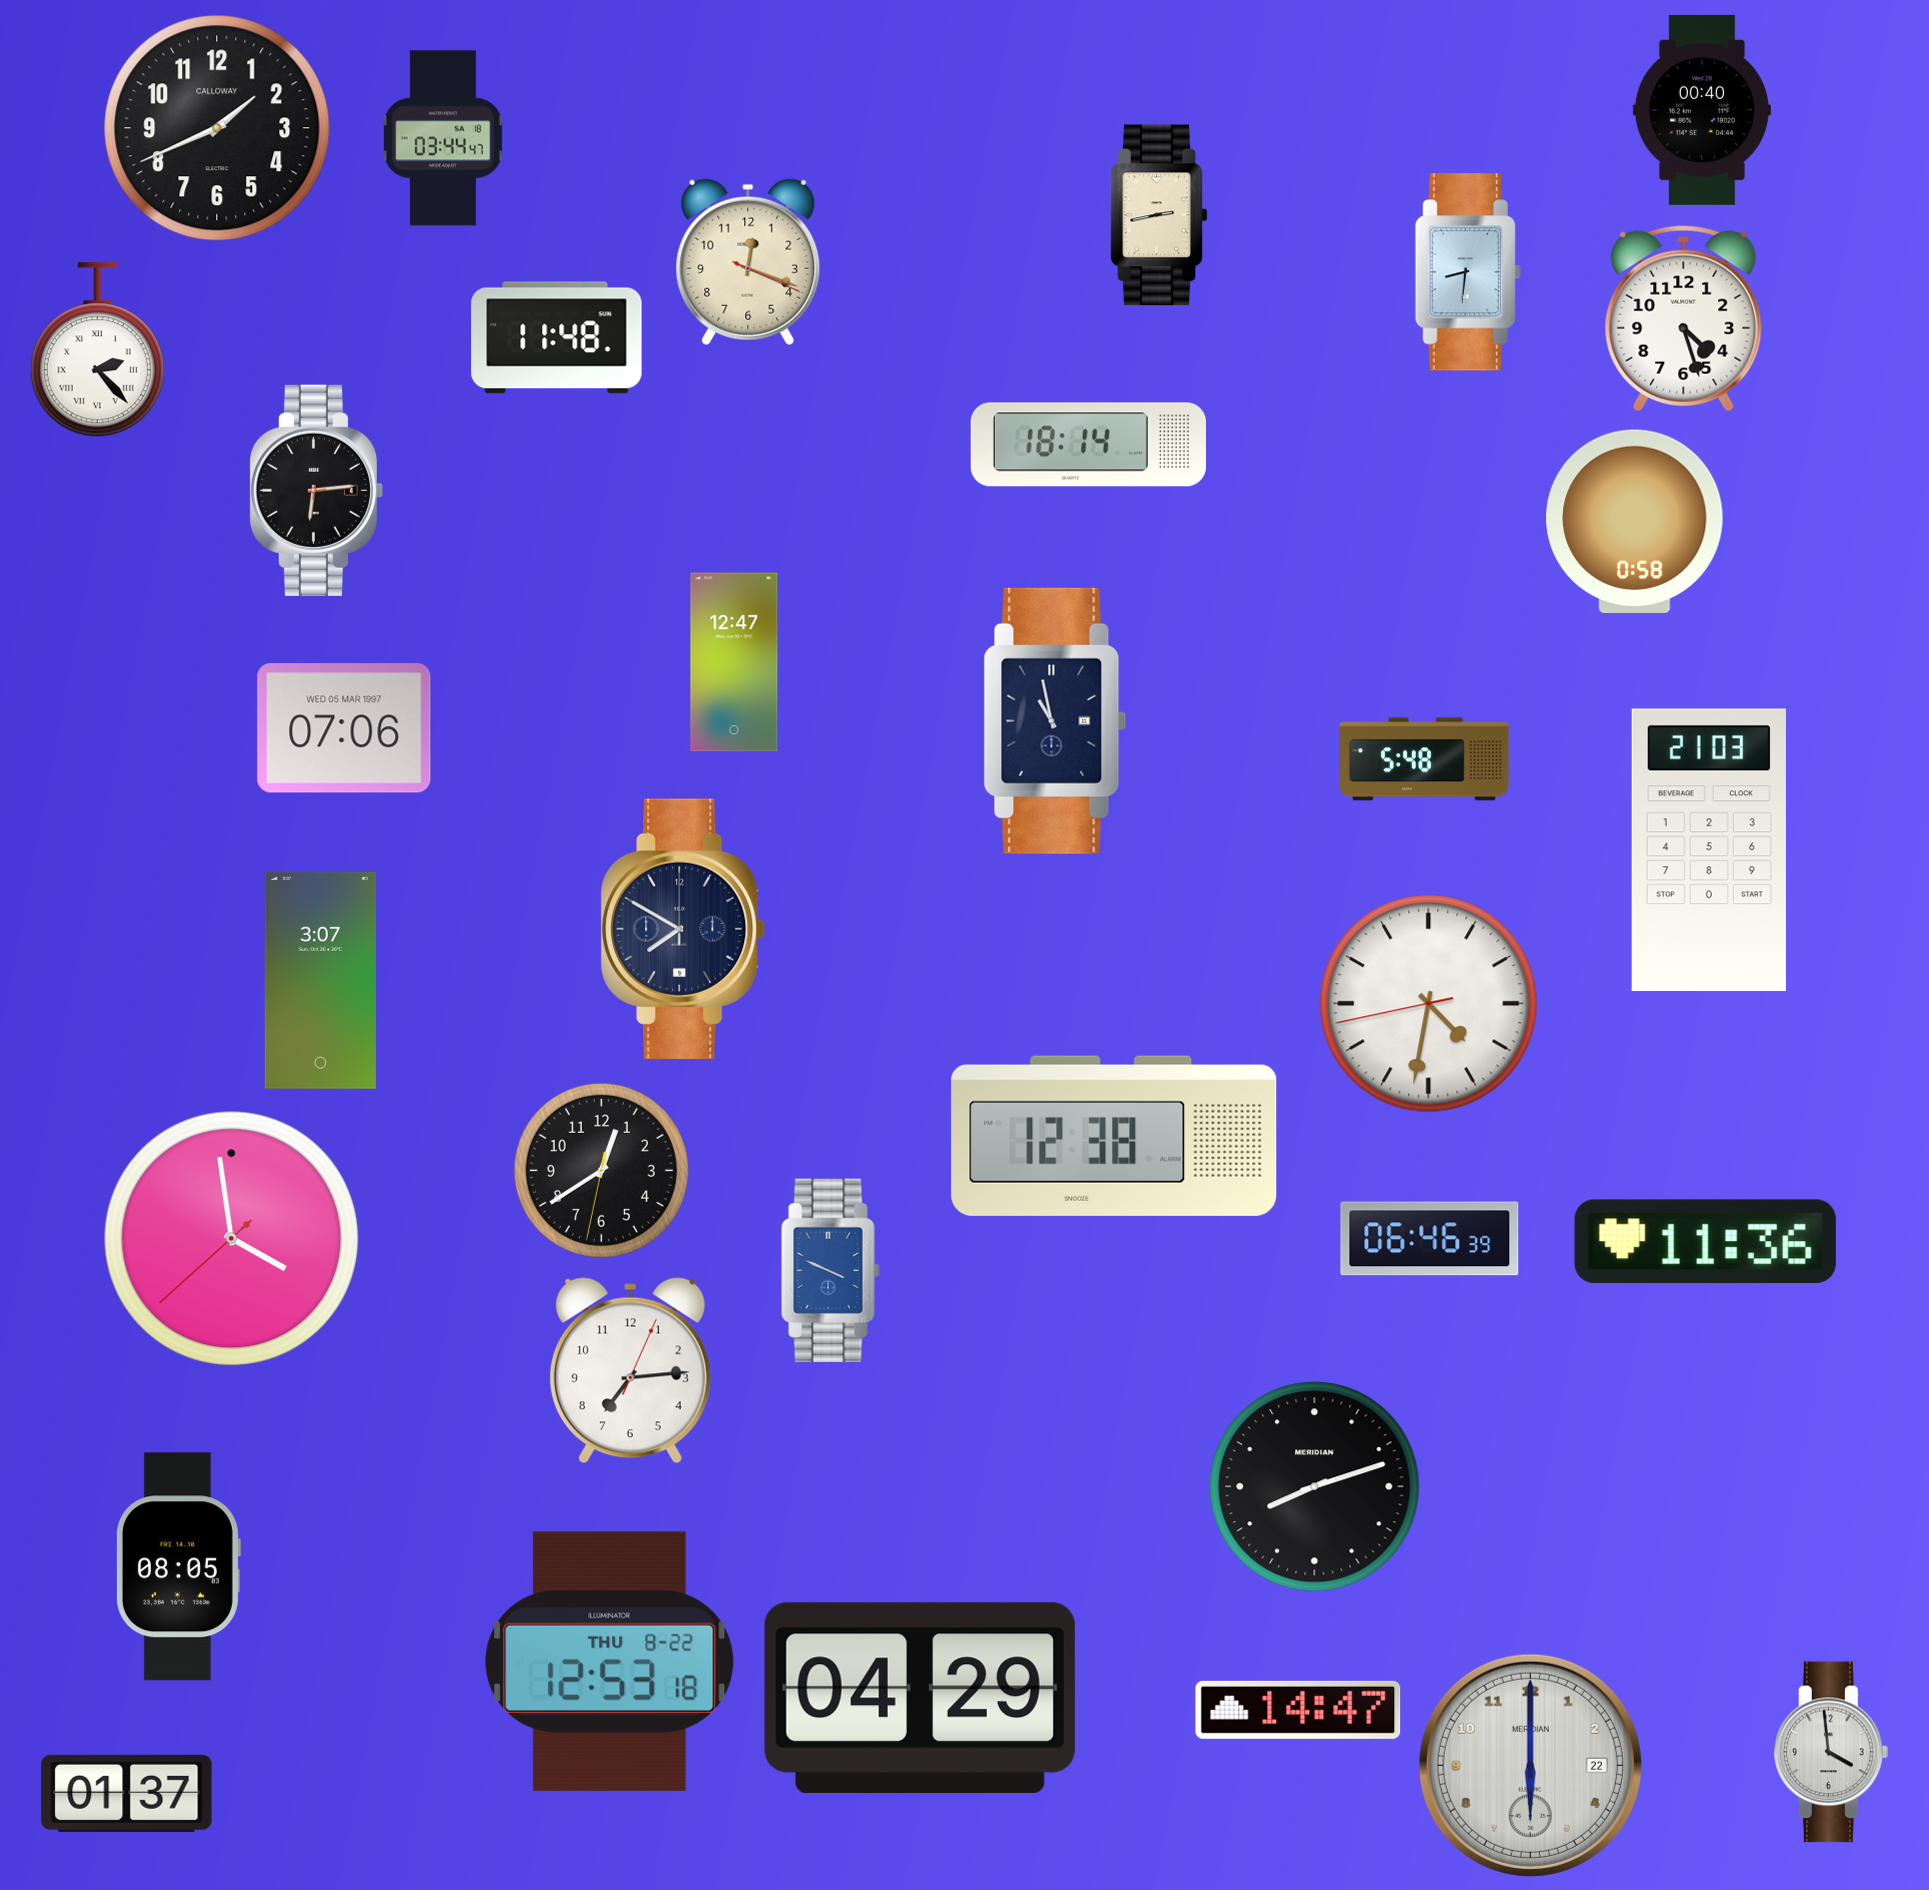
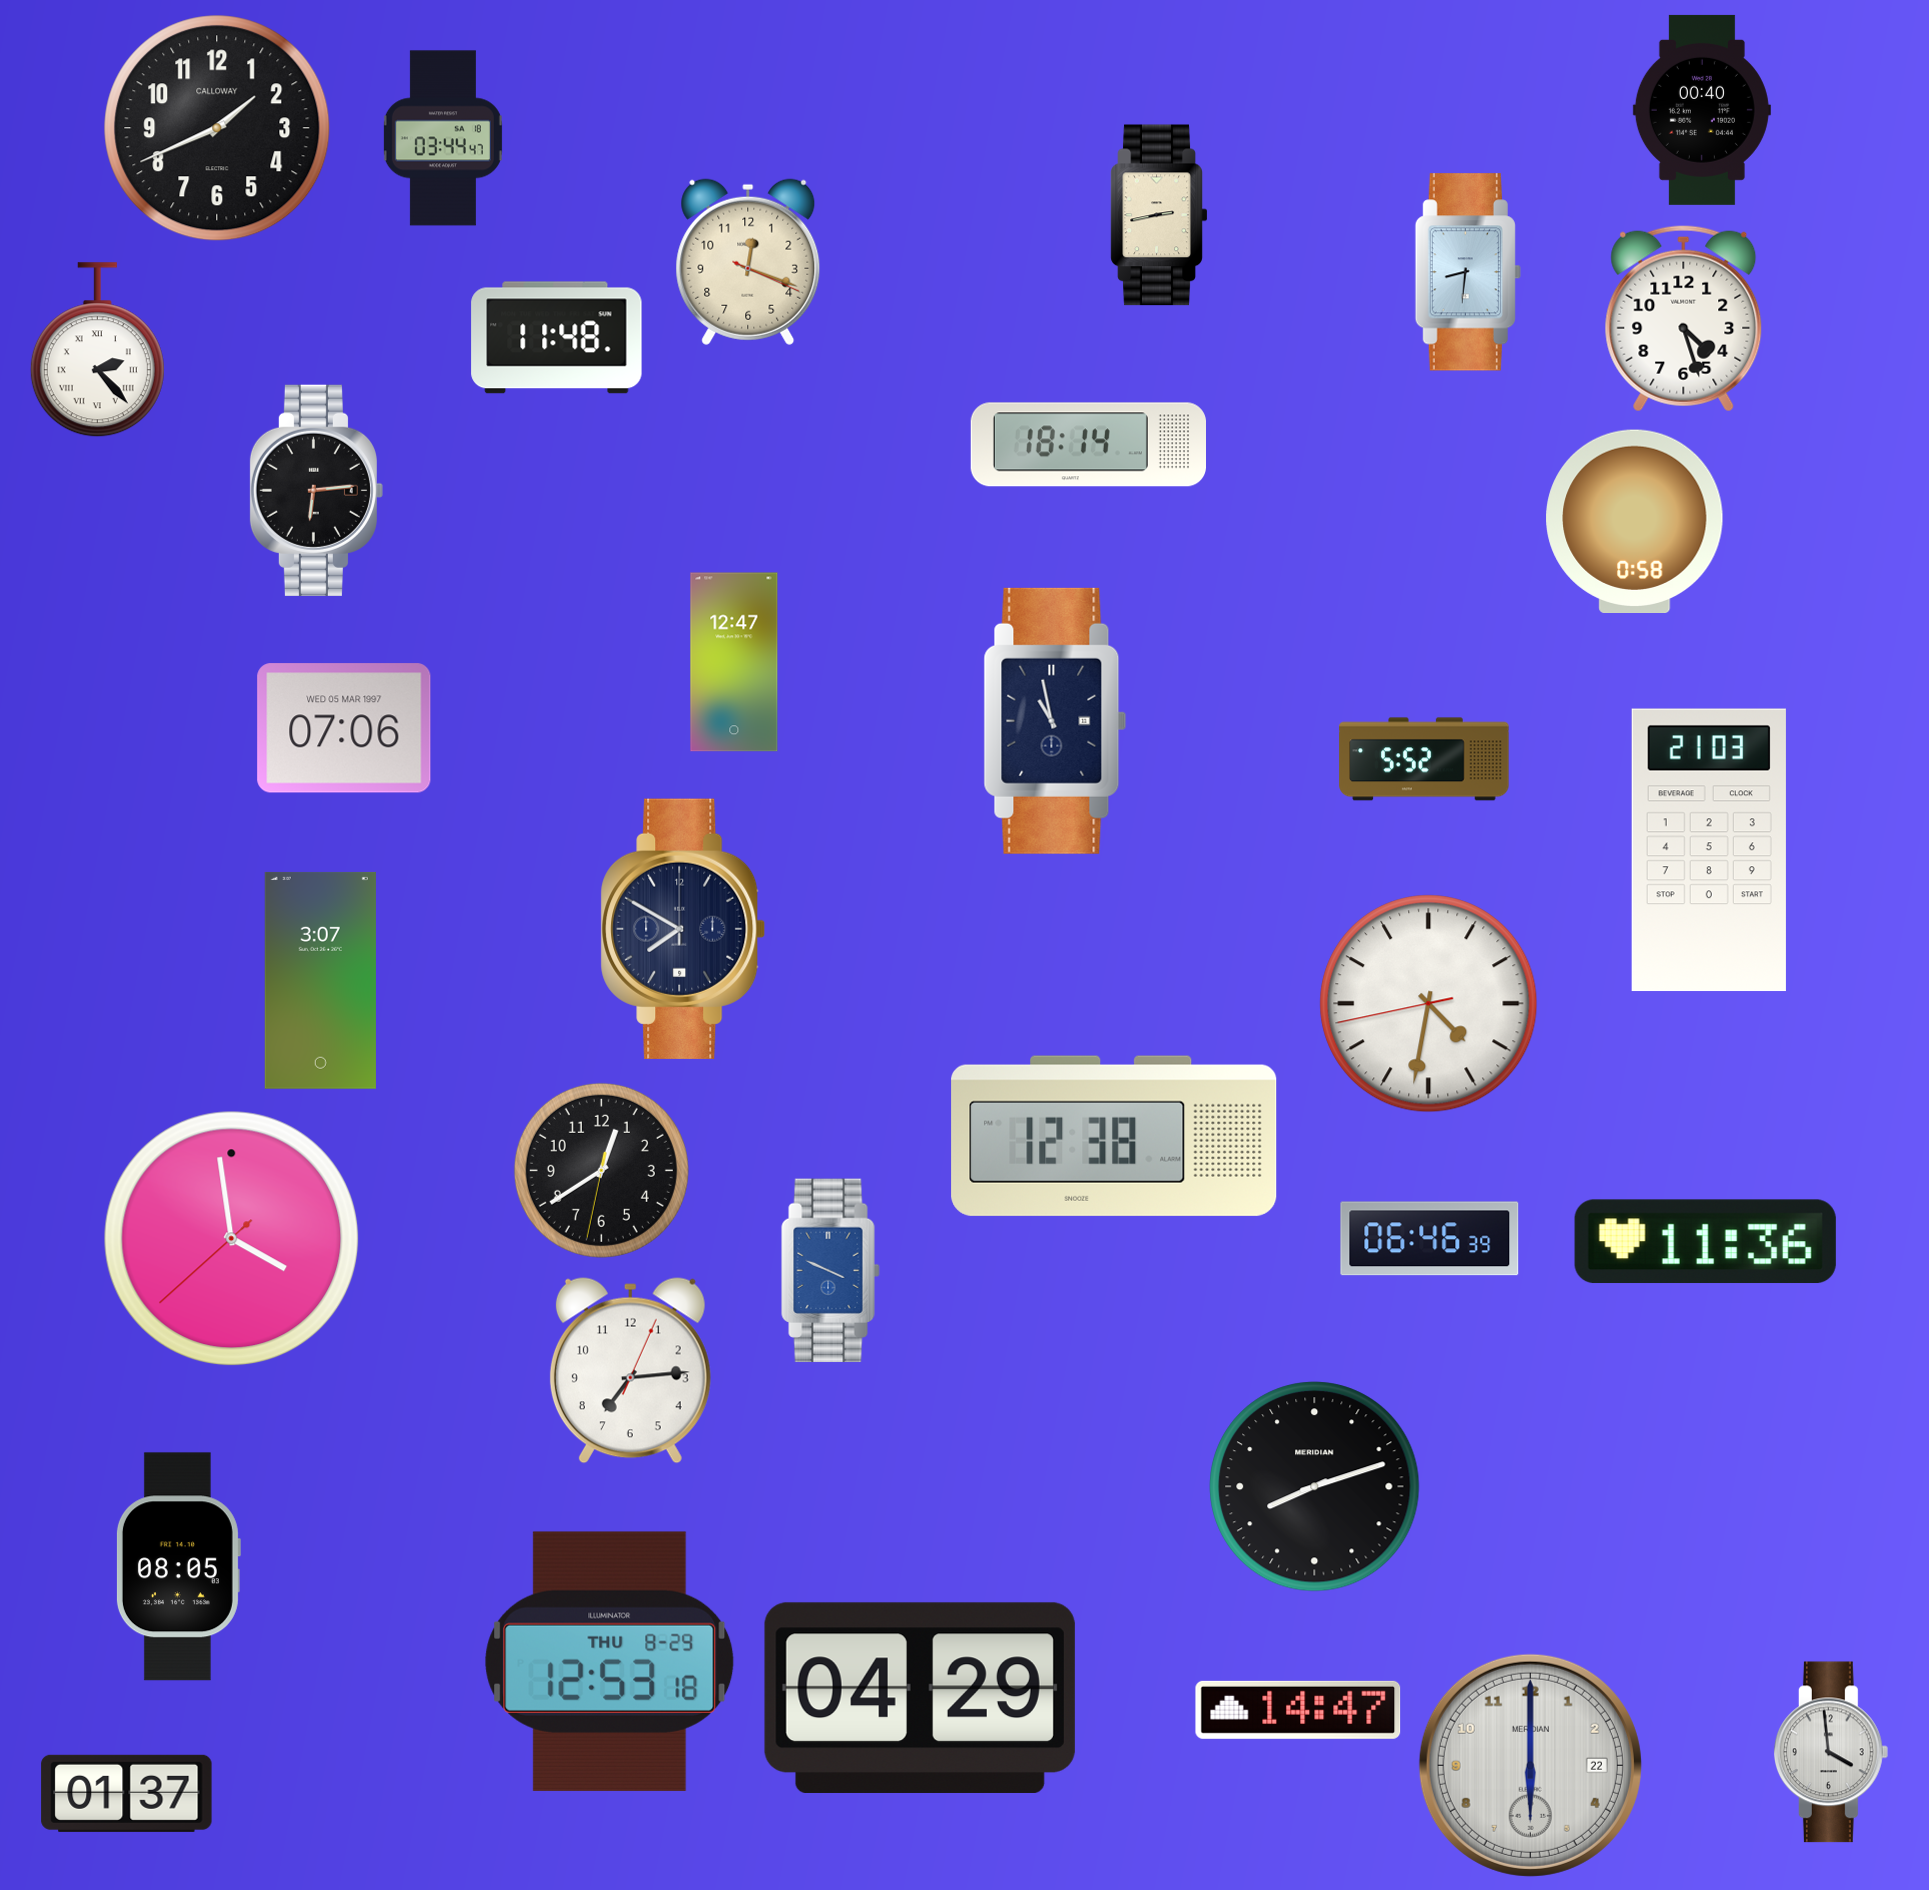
clock at (1424, 759): 5:48 -> 5:52
clock at (610, 1661) date: THU 8-22 -> THU 8-29
